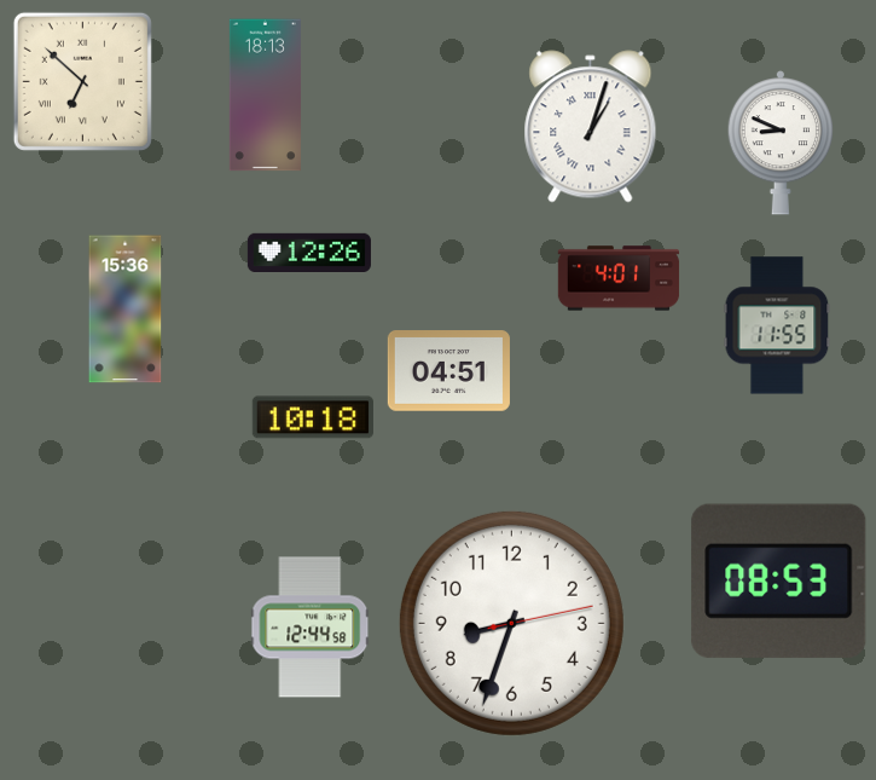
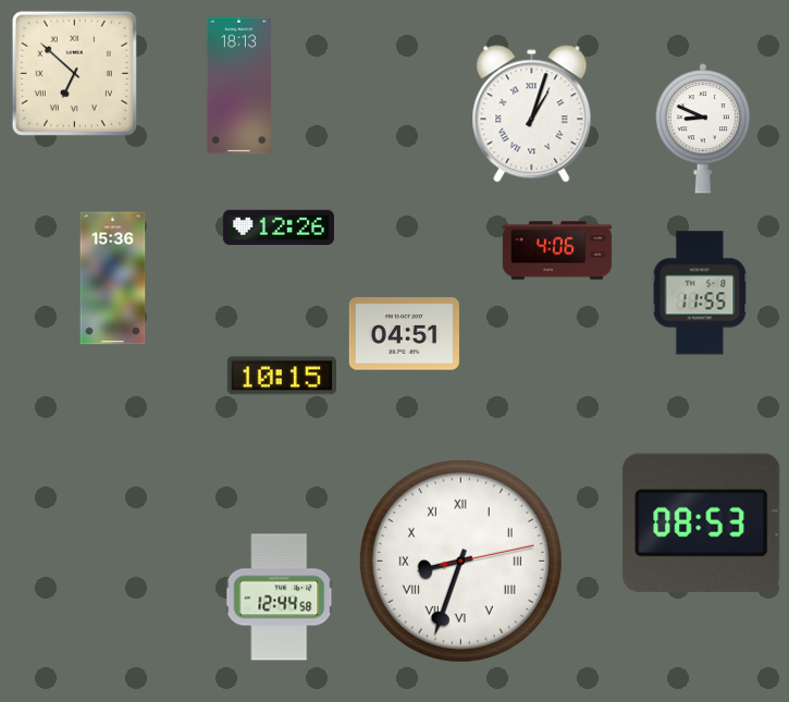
clock at (619, 278): 4:01 -> 4:06
clock at (313, 417): 10:18 -> 10:15
clock at (511, 623) numerals: Arabic -> Roman
clock at (311, 628) position: (311, 628) -> (280, 598)
